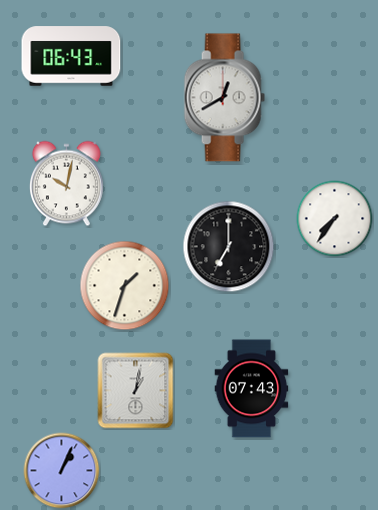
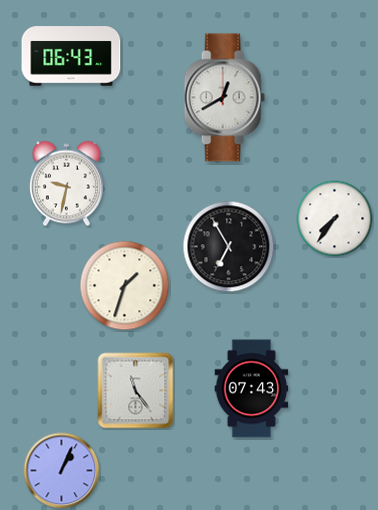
clock at (66, 184): 10:02 -> 9:32
clock at (229, 247): 7:00 -> 6:55
clock at (136, 391): 1:02 -> 11:24
